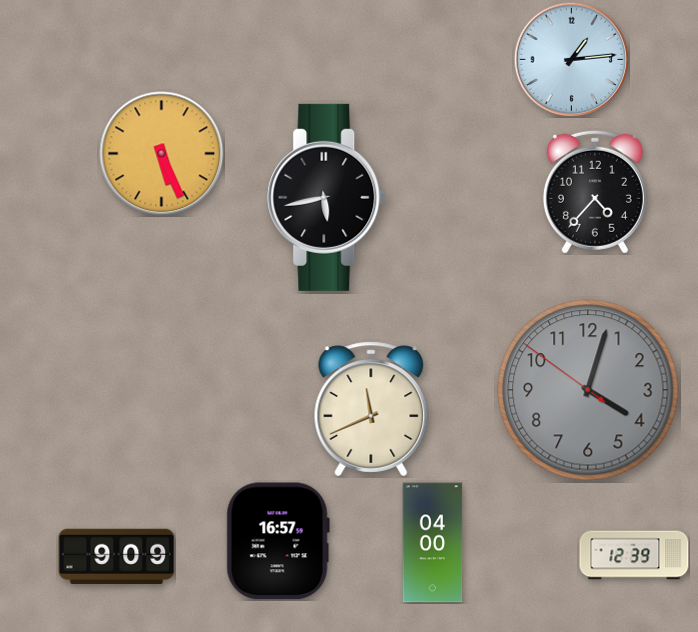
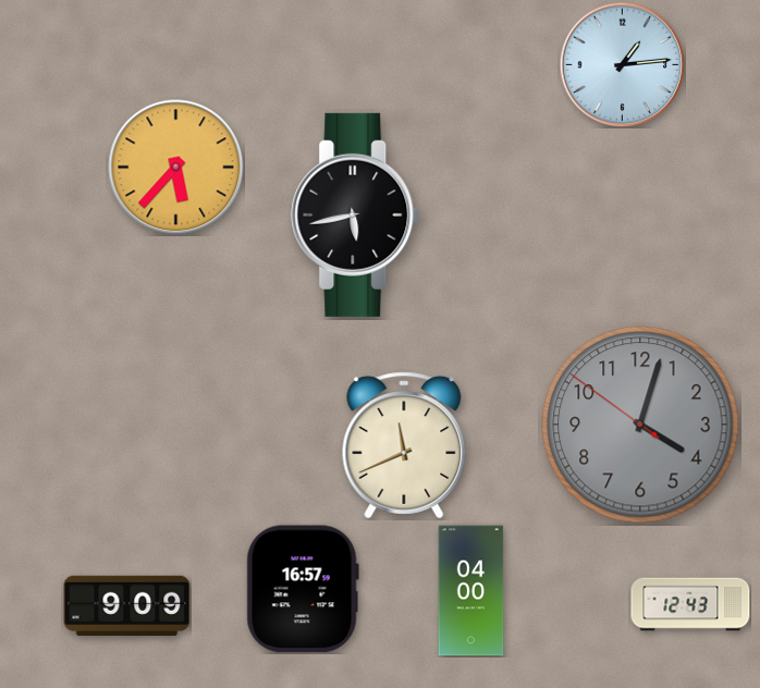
clock at (162, 154): 5:26 -> 5:37
clock at (595, 192): 4:37 -> none
clock at (634, 555): 12:39 -> 12:43
